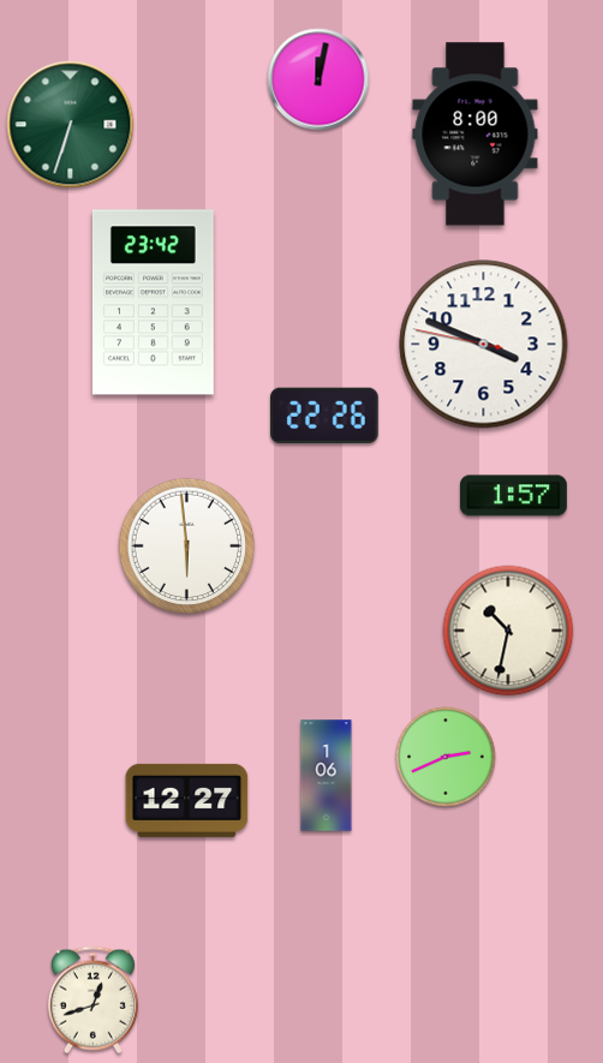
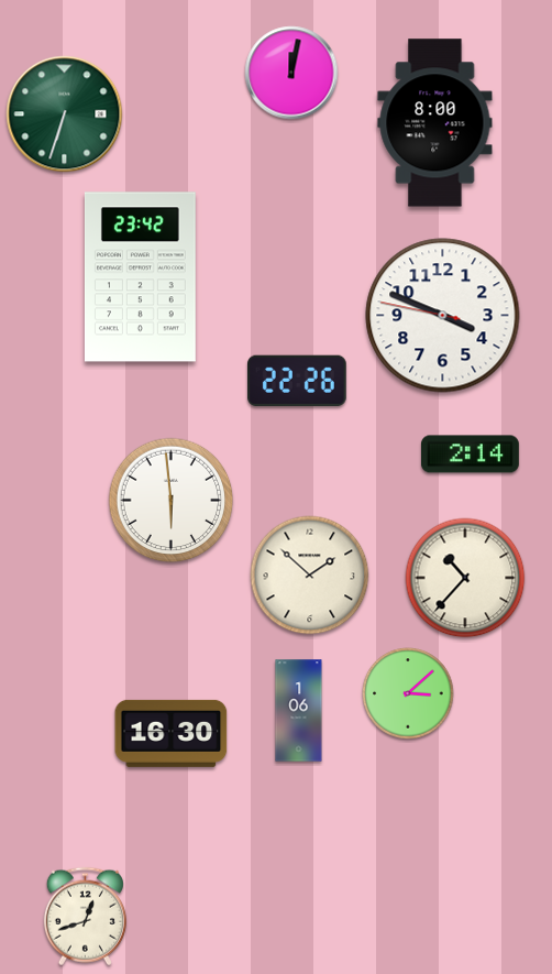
clock at (514, 496): 1:57 -> 2:14
clock at (310, 576): none -> 1:52
clock at (508, 631): 10:32 -> 10:37
clock at (446, 757): 2:41 -> 3:08
clock at (187, 800): 12:27 -> 16:30
